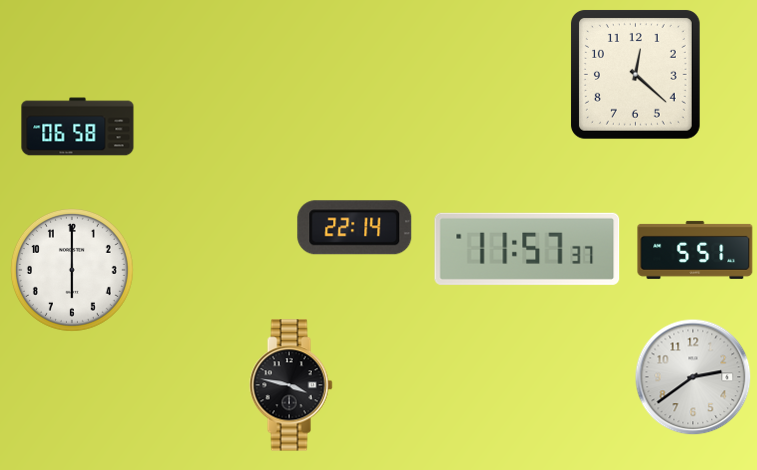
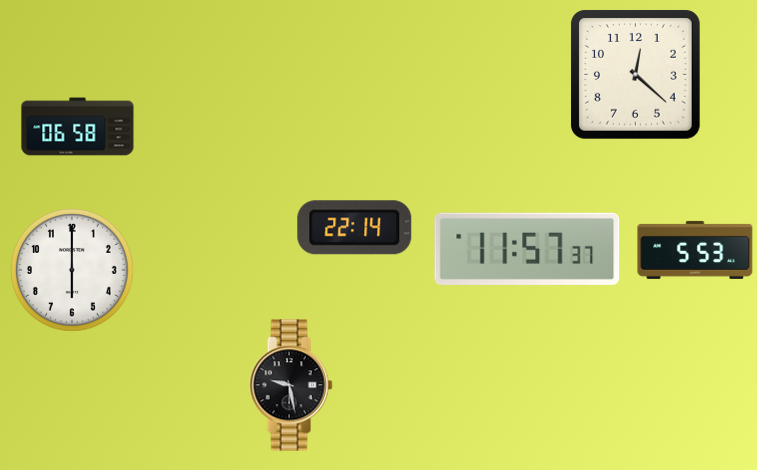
clock at (695, 250): 5:51 -> 5:53
clock at (693, 377): 2:39 -> none
clock at (291, 385): 3:47 -> 9:28
